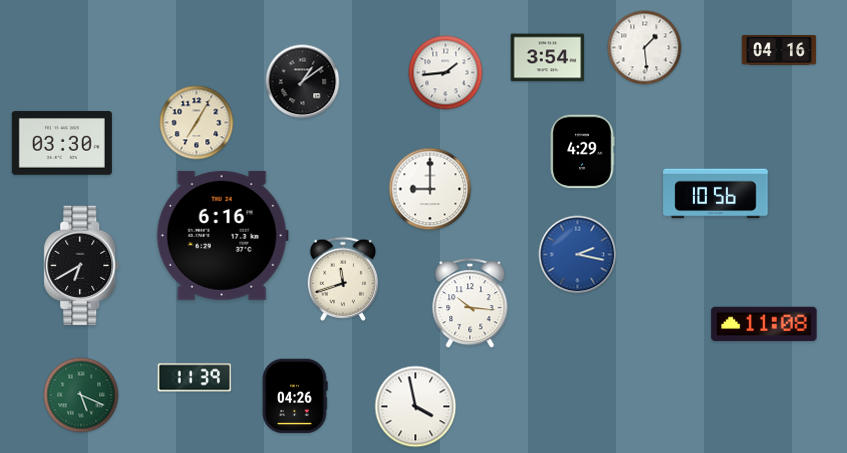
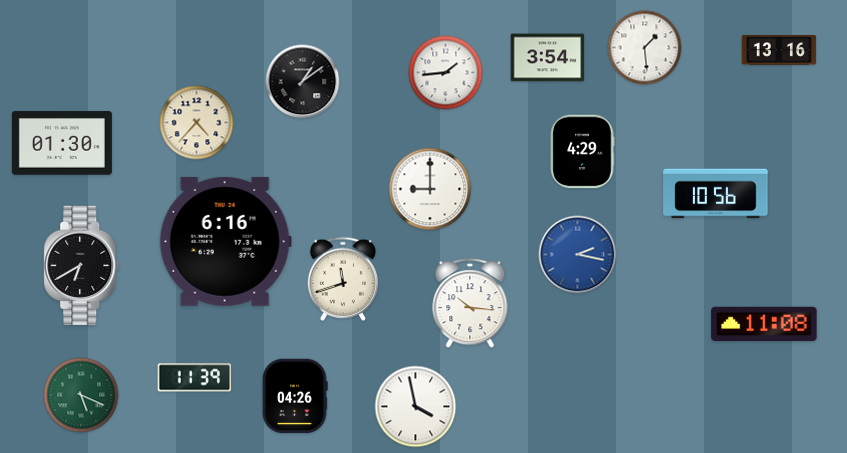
clock at (779, 51): 04:16 -> 13:16
clock at (197, 123): 7:05 -> 4:37
clock at (62, 143): 03:30 -> 01:30
clock at (222, 235) position: (222, 235) -> (225, 241)
